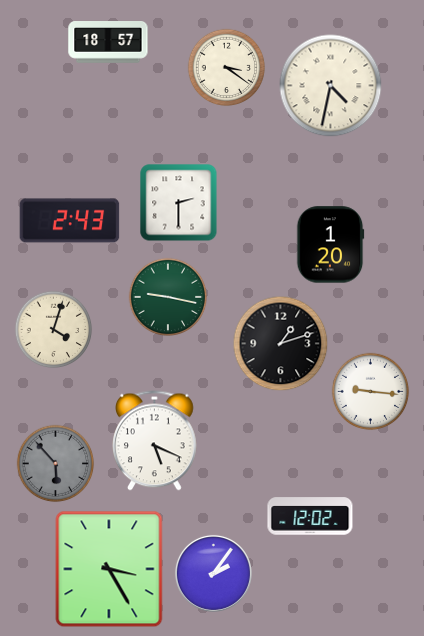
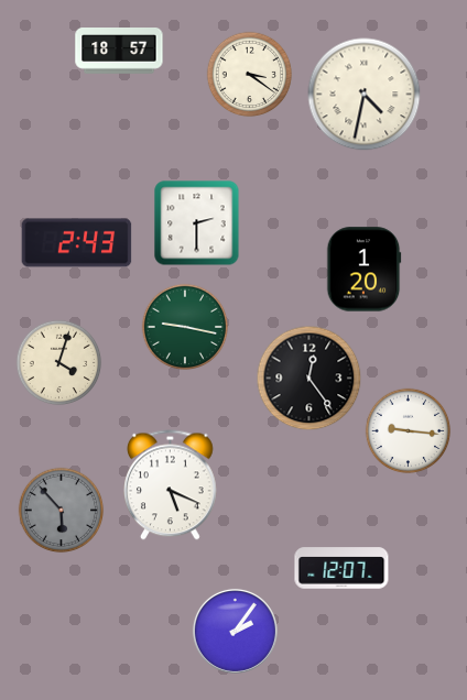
clock at (108, 43) position: (108, 43) -> (119, 52)
clock at (280, 343): 1:12 -> 12:24
clock at (310, 516): 12:02 -> 12:07
clock at (109, 569): 3:25 -> none
